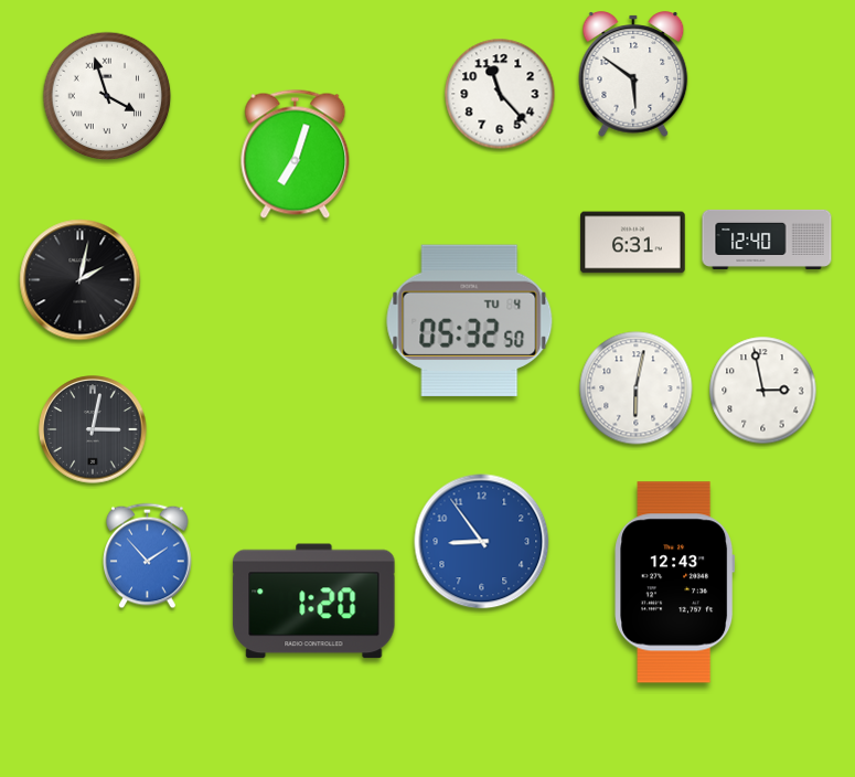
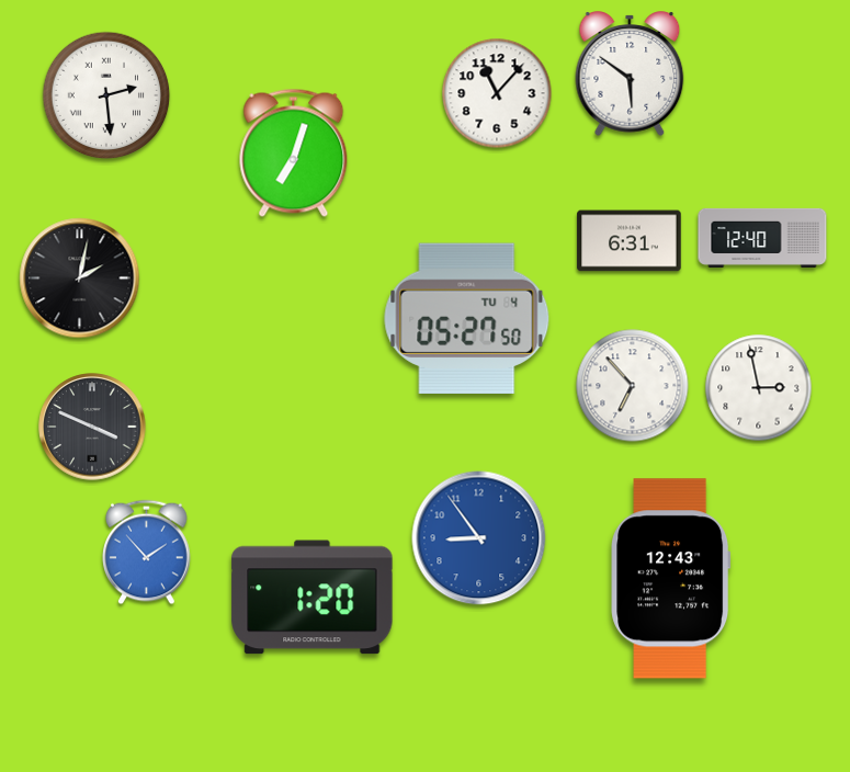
clock at (500, 94): 11:23 -> 11:07
clock at (107, 96): 3:57 -> 2:29
clock at (470, 320): 05:32 -> 05:27
clock at (637, 388): 6:02 -> 6:53
clock at (93, 429): 3:02 -> 3:49
